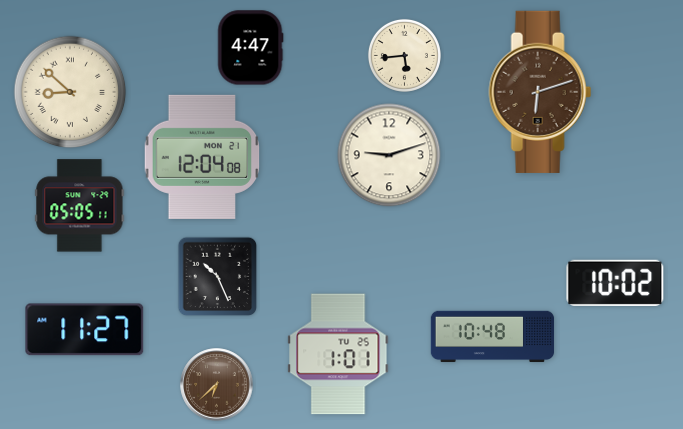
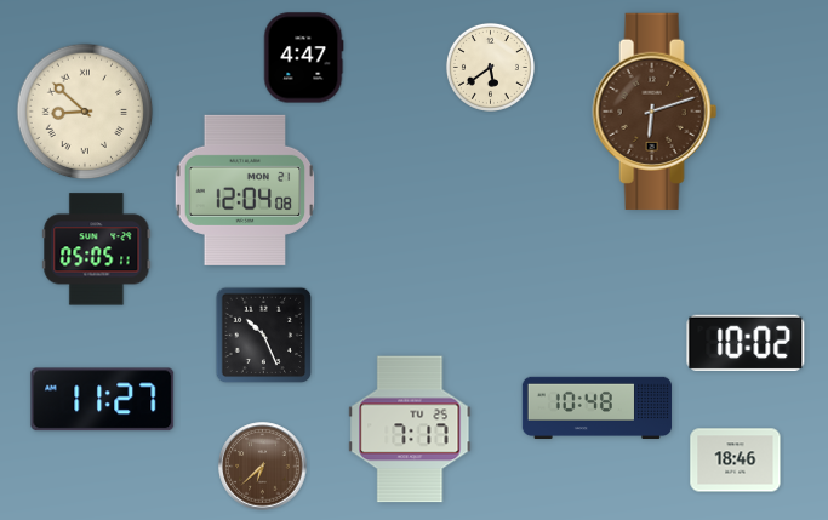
clock at (404, 55): 5:44 -> 5:39
clock at (389, 155): 9:12 -> none
clock at (338, 354): 1:01 -> 7:17
clock at (736, 461): none -> 18:46
